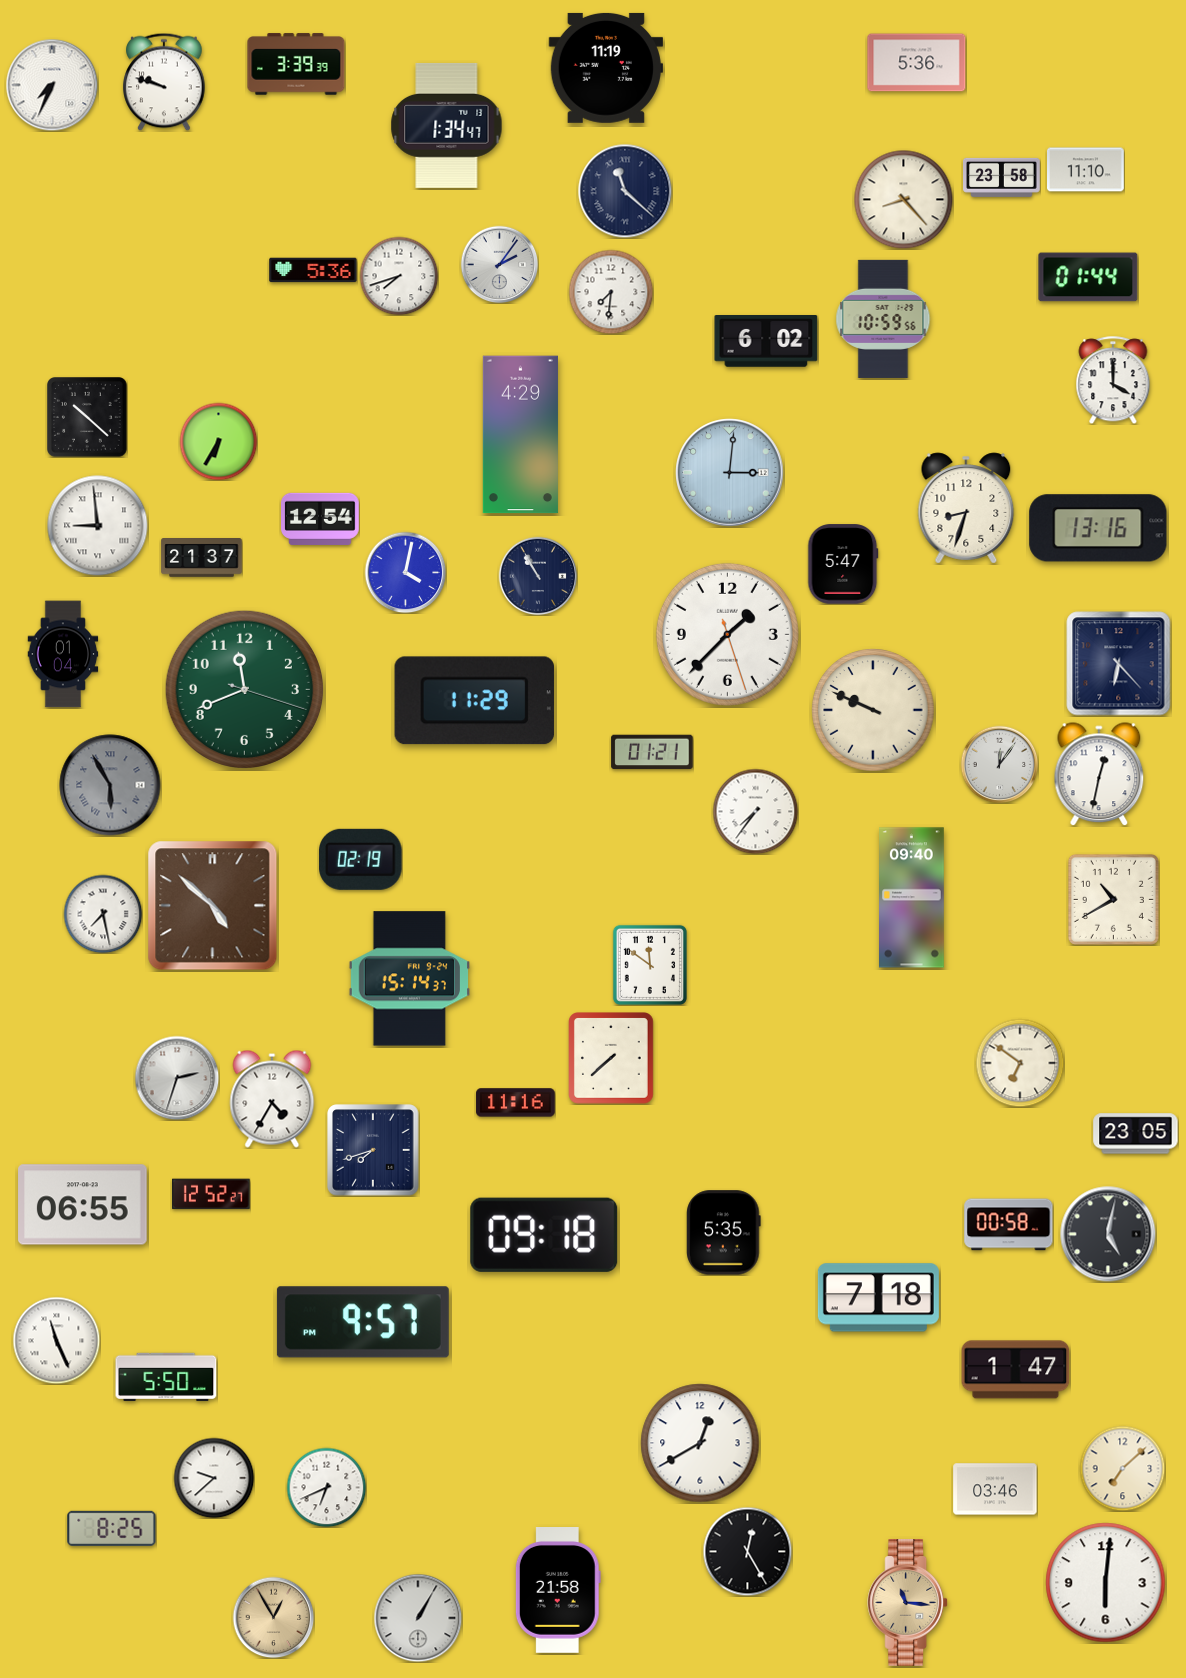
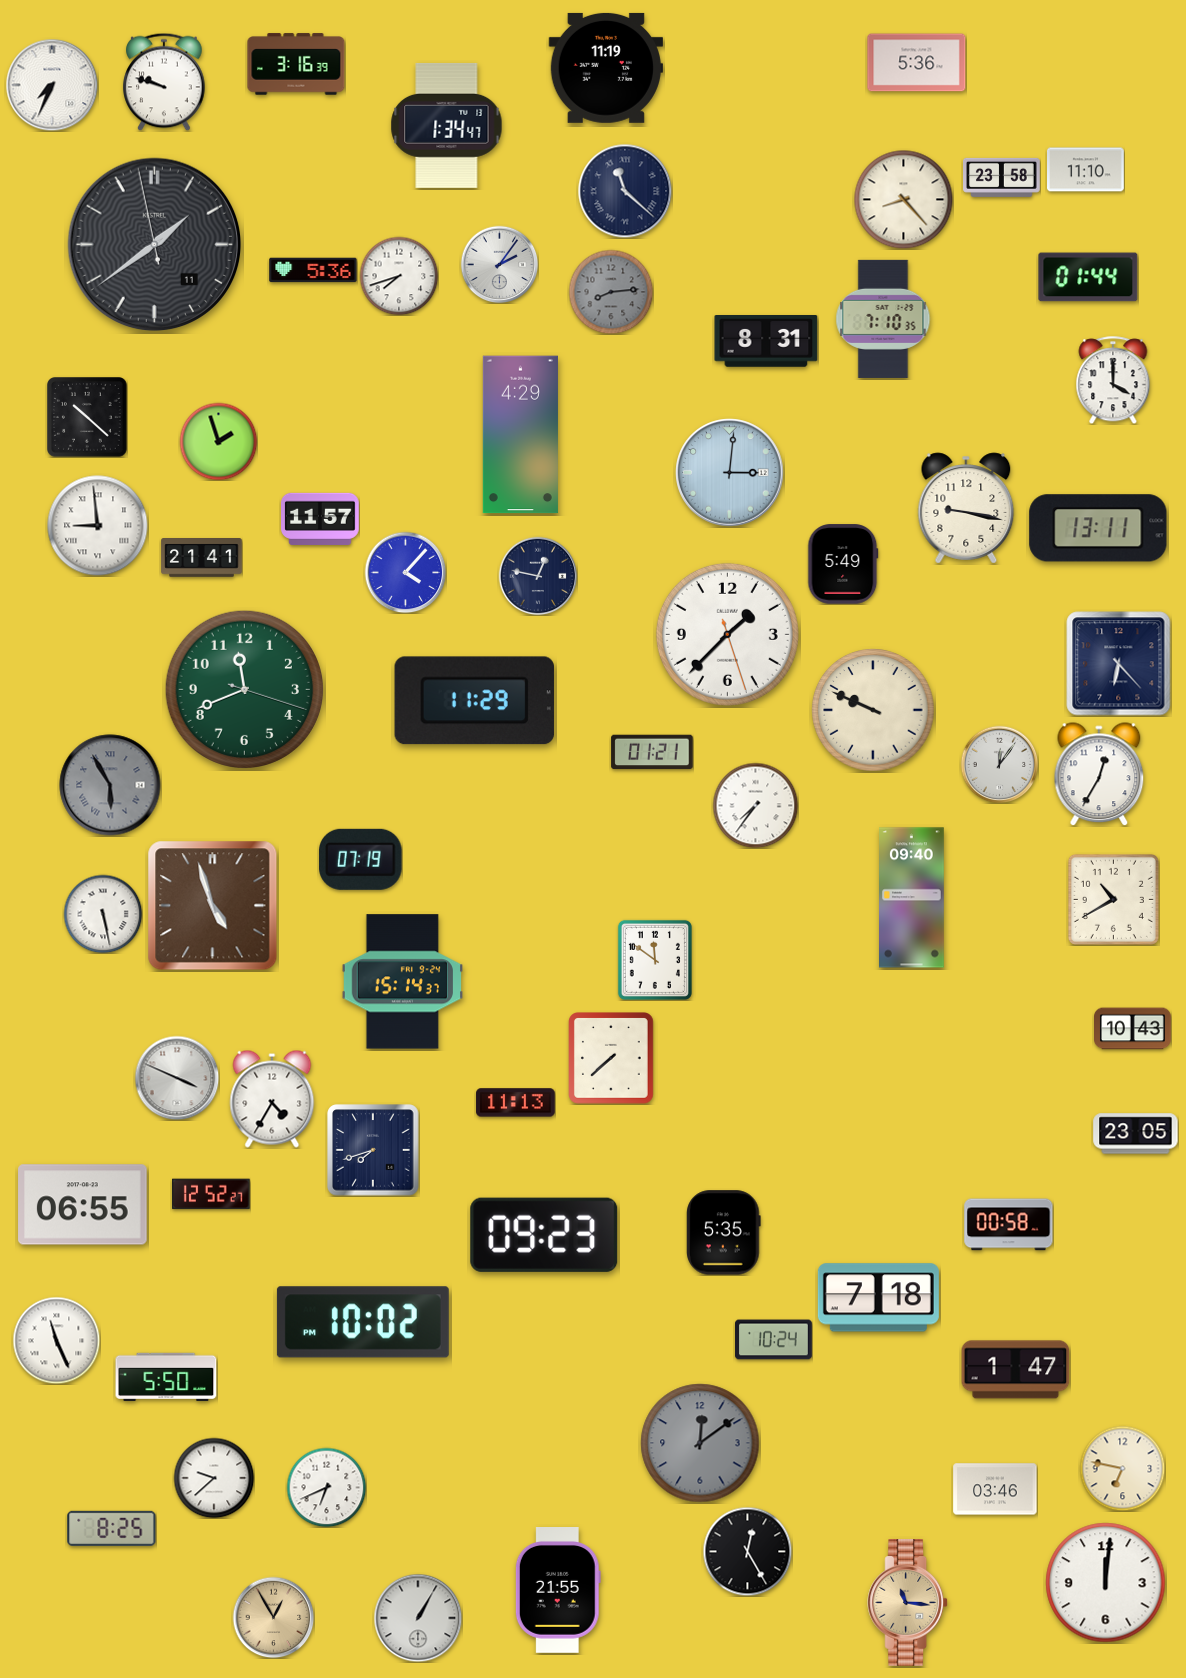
clock at (296, 64): 3:39 -> 3:16
clock at (155, 245): none -> 1:38
clock at (611, 292): 7:31 -> 8:14
clock at (611, 292) dial: white -> grey
clock at (883, 319): 10:59 -> 7:10
clock at (766, 341): 6:02 -> 8:31
clock at (218, 441): 6:35 -> 1:57
clock at (966, 508): 8:33 -> 9:17
clock at (321, 519): 12:54 -> 11:57
clock at (1098, 528): 13:16 -> 13:11
clock at (202, 558): 21:37 -> 21:41
clock at (843, 564): 5:47 -> 5:49
clock at (405, 572): 4:02 -> 4:07
clock at (538, 576): 10:55 -> 12:47
clock at (63, 654): 01:04 -> none
clock at (1099, 774): 12:32 -> 12:35
clock at (755, 811) position: (755, 811) -> (755, 805)
clock at (361, 859): 02:19 -> 07:19
clock at (213, 906): 4:52 -> 4:57
clock at (103, 914): 7:28 -> 5:28
clock at (650, 965) position: (650, 965) -> (655, 960)
clock at (409, 979) position: (409, 979) -> (402, 982)
clock at (1133, 1029): none -> 10:43
clock at (1020, 1063): 6:51 -> none
clock at (177, 1078): 2:33 -> 3:49
clock at (516, 1103): 11:16 -> 11:13
clock at (1108, 1234): 5:02 -> none
clock at (544, 1235): 09:18 -> 09:23
clock at (363, 1322): 9:57 -> 10:02
clock at (774, 1340): none -> 10:24
clock at (700, 1443): 12:40 -> 12:09
clock at (700, 1443) dial: white -> grey
clock at (1122, 1468): 7:08 -> 6:47
clock at (1106, 1583): 6:01 -> 12:01
clock at (558, 1591): 21:58 -> 21:55
